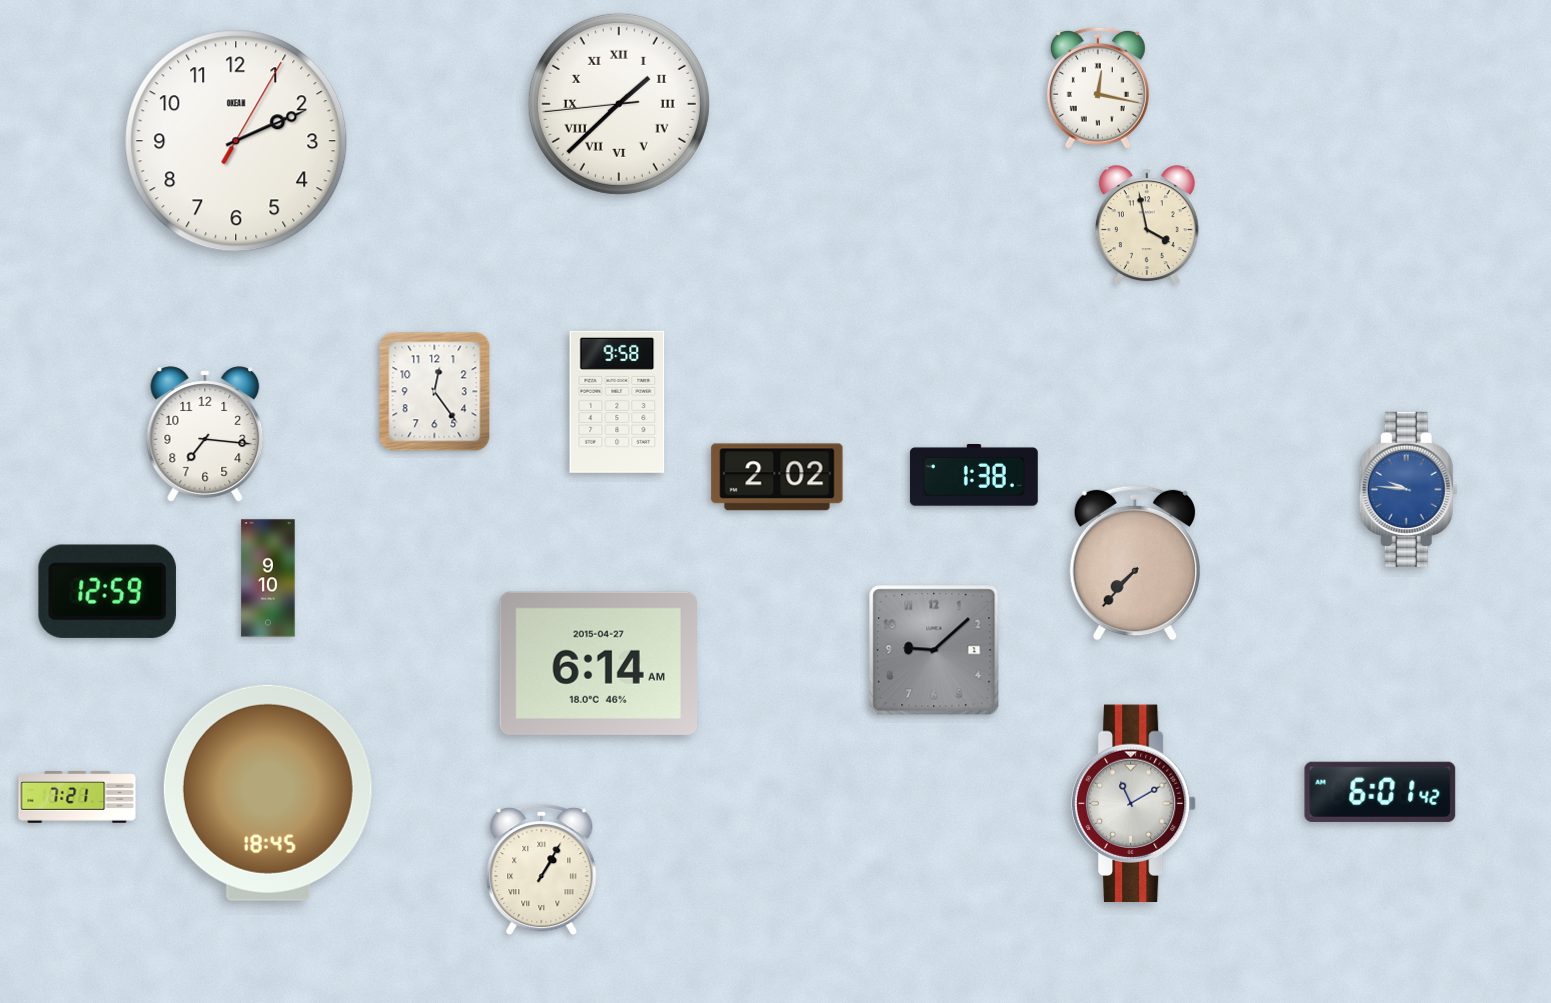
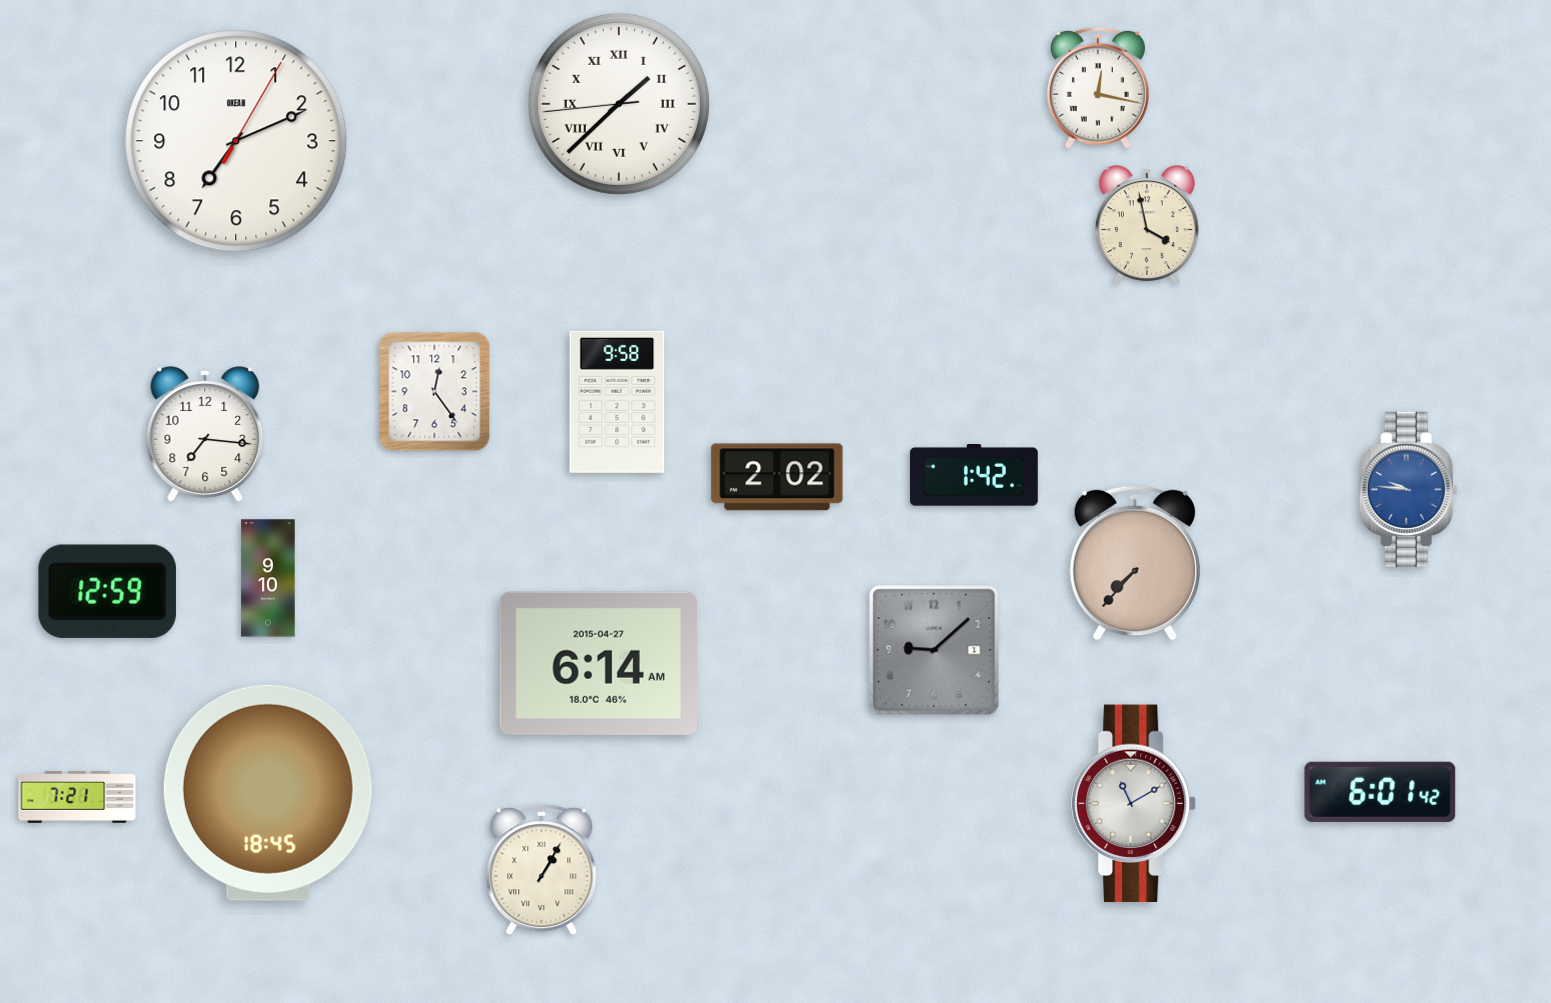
clock at (236, 141): 2:11 -> 7:11
clock at (974, 475): 1:38 -> 1:42
